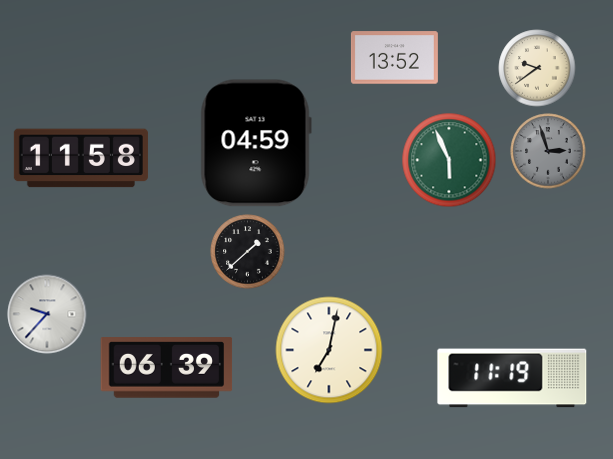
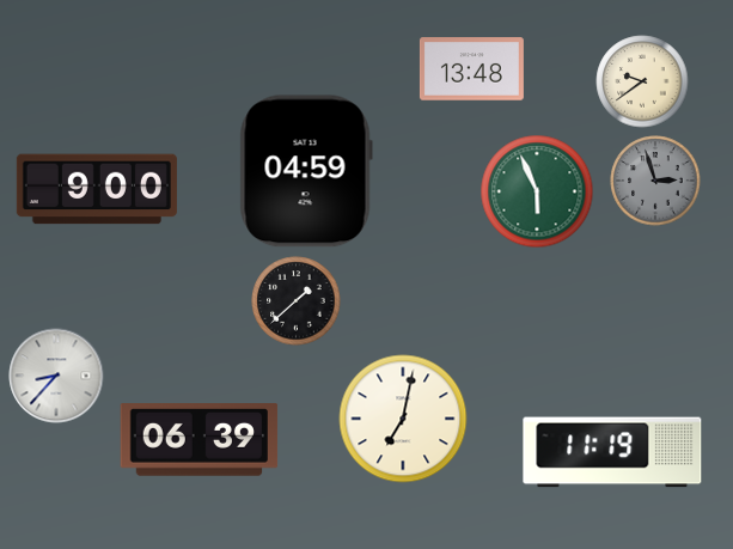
clock at (394, 58): 13:52 -> 13:48
clock at (81, 158): 11:58 -> 9:00
clock at (47, 314): 9:37 -> 8:37
clock at (329, 350) position: (329, 350) -> (403, 419)
